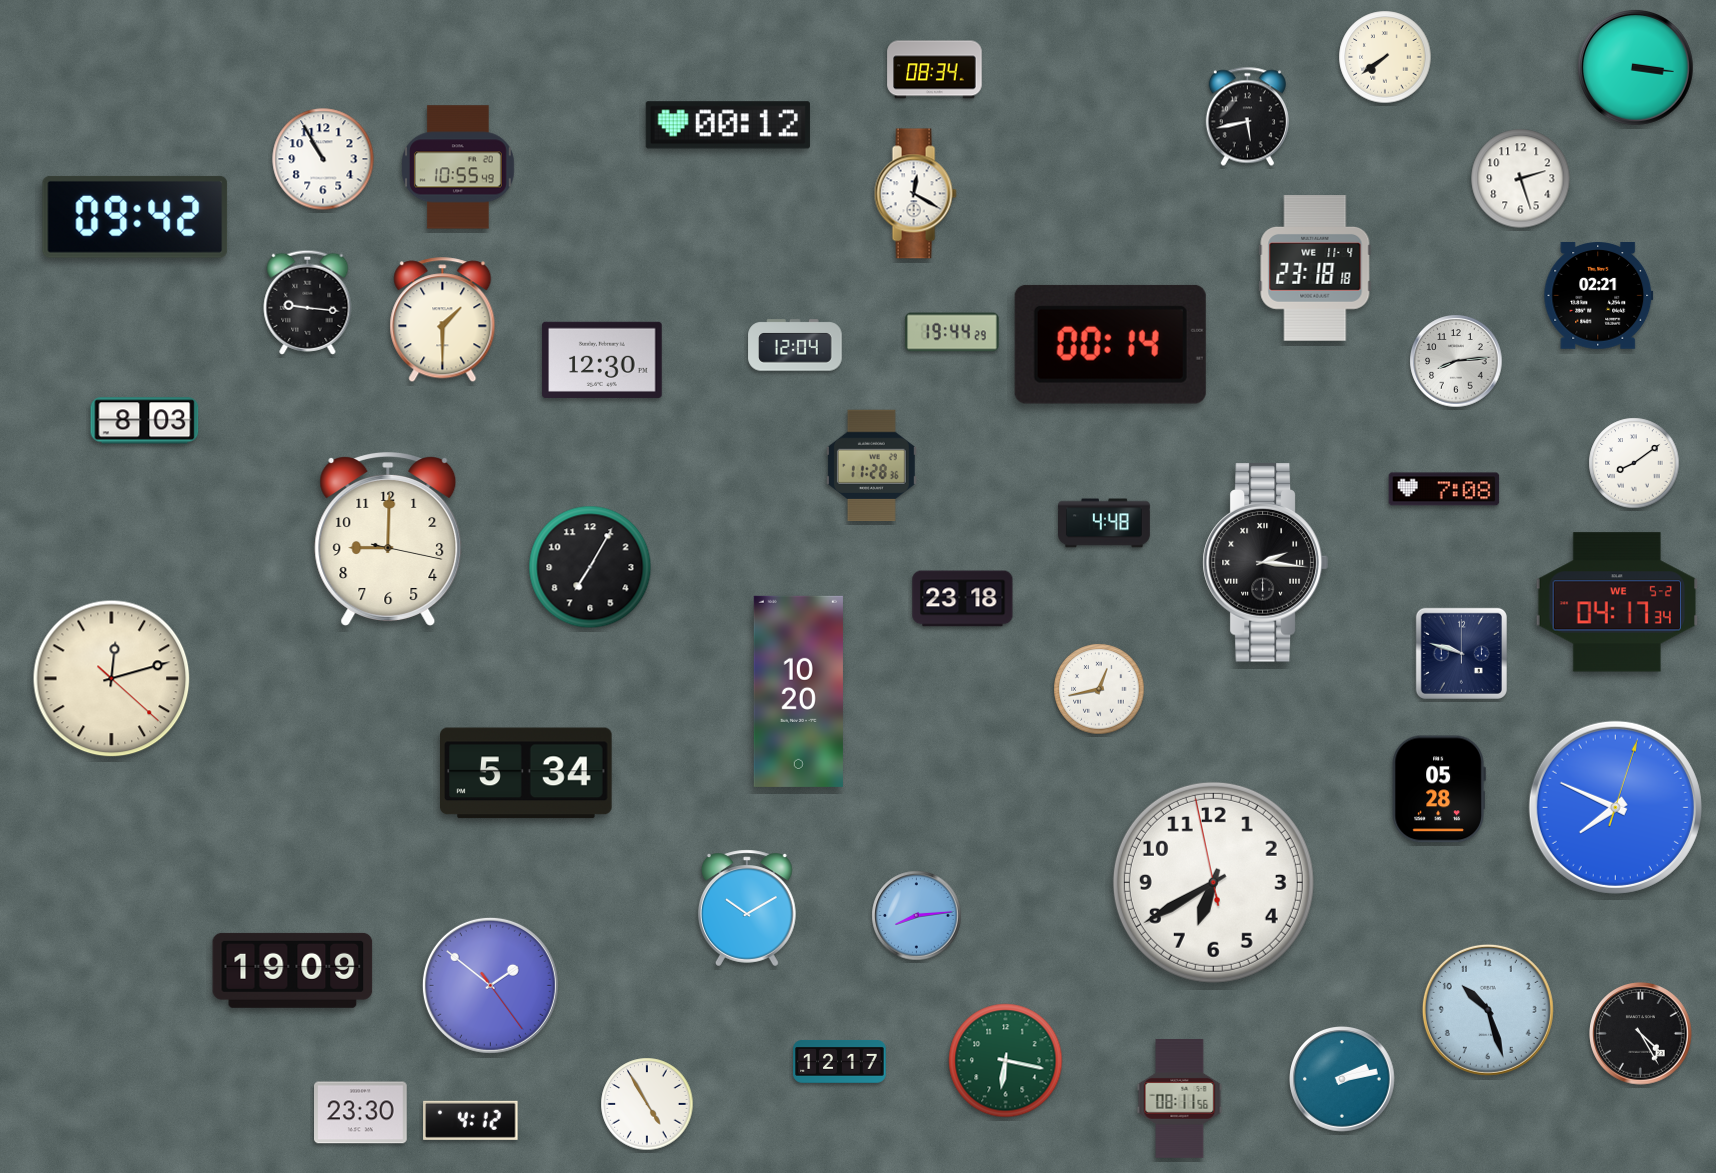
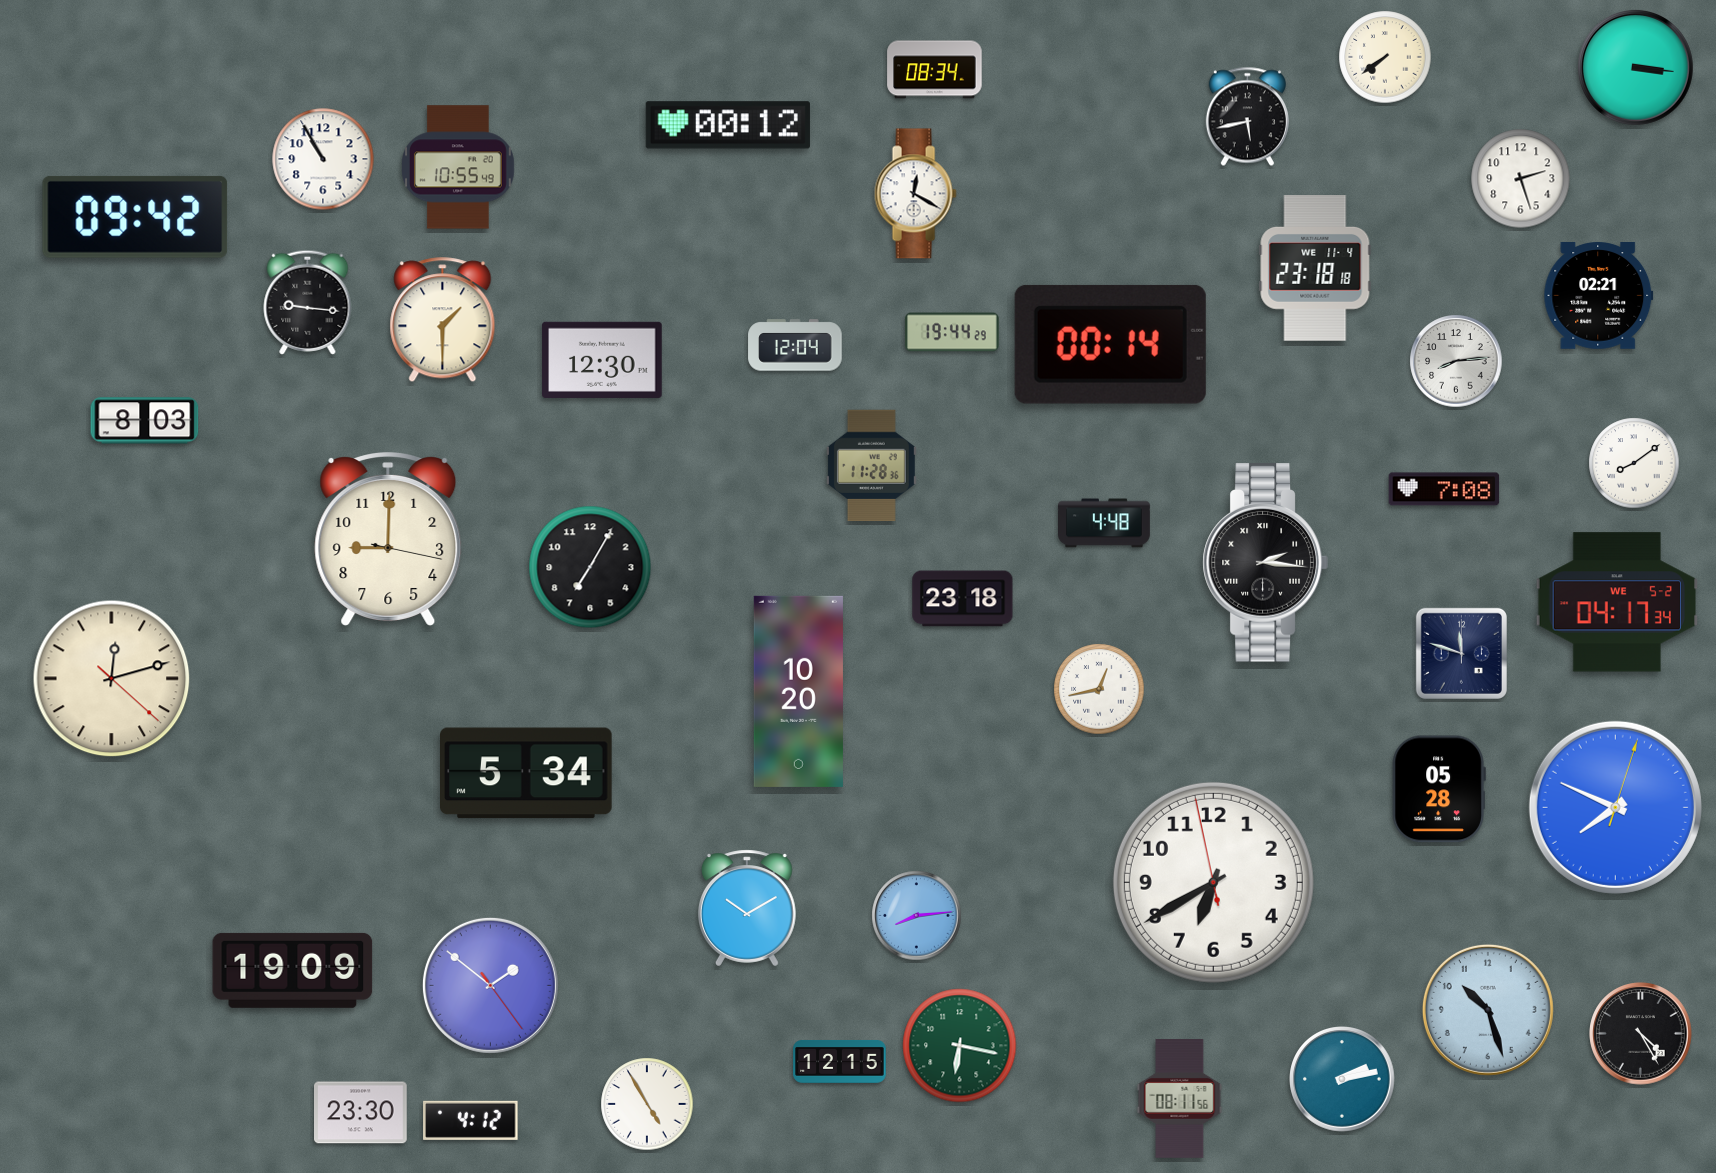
clock at (1461, 653): 9:48 -> 11:48
clock at (840, 1061): 12:17 -> 12:15
clock at (1006, 1061) position: (1006, 1061) -> (960, 1046)
